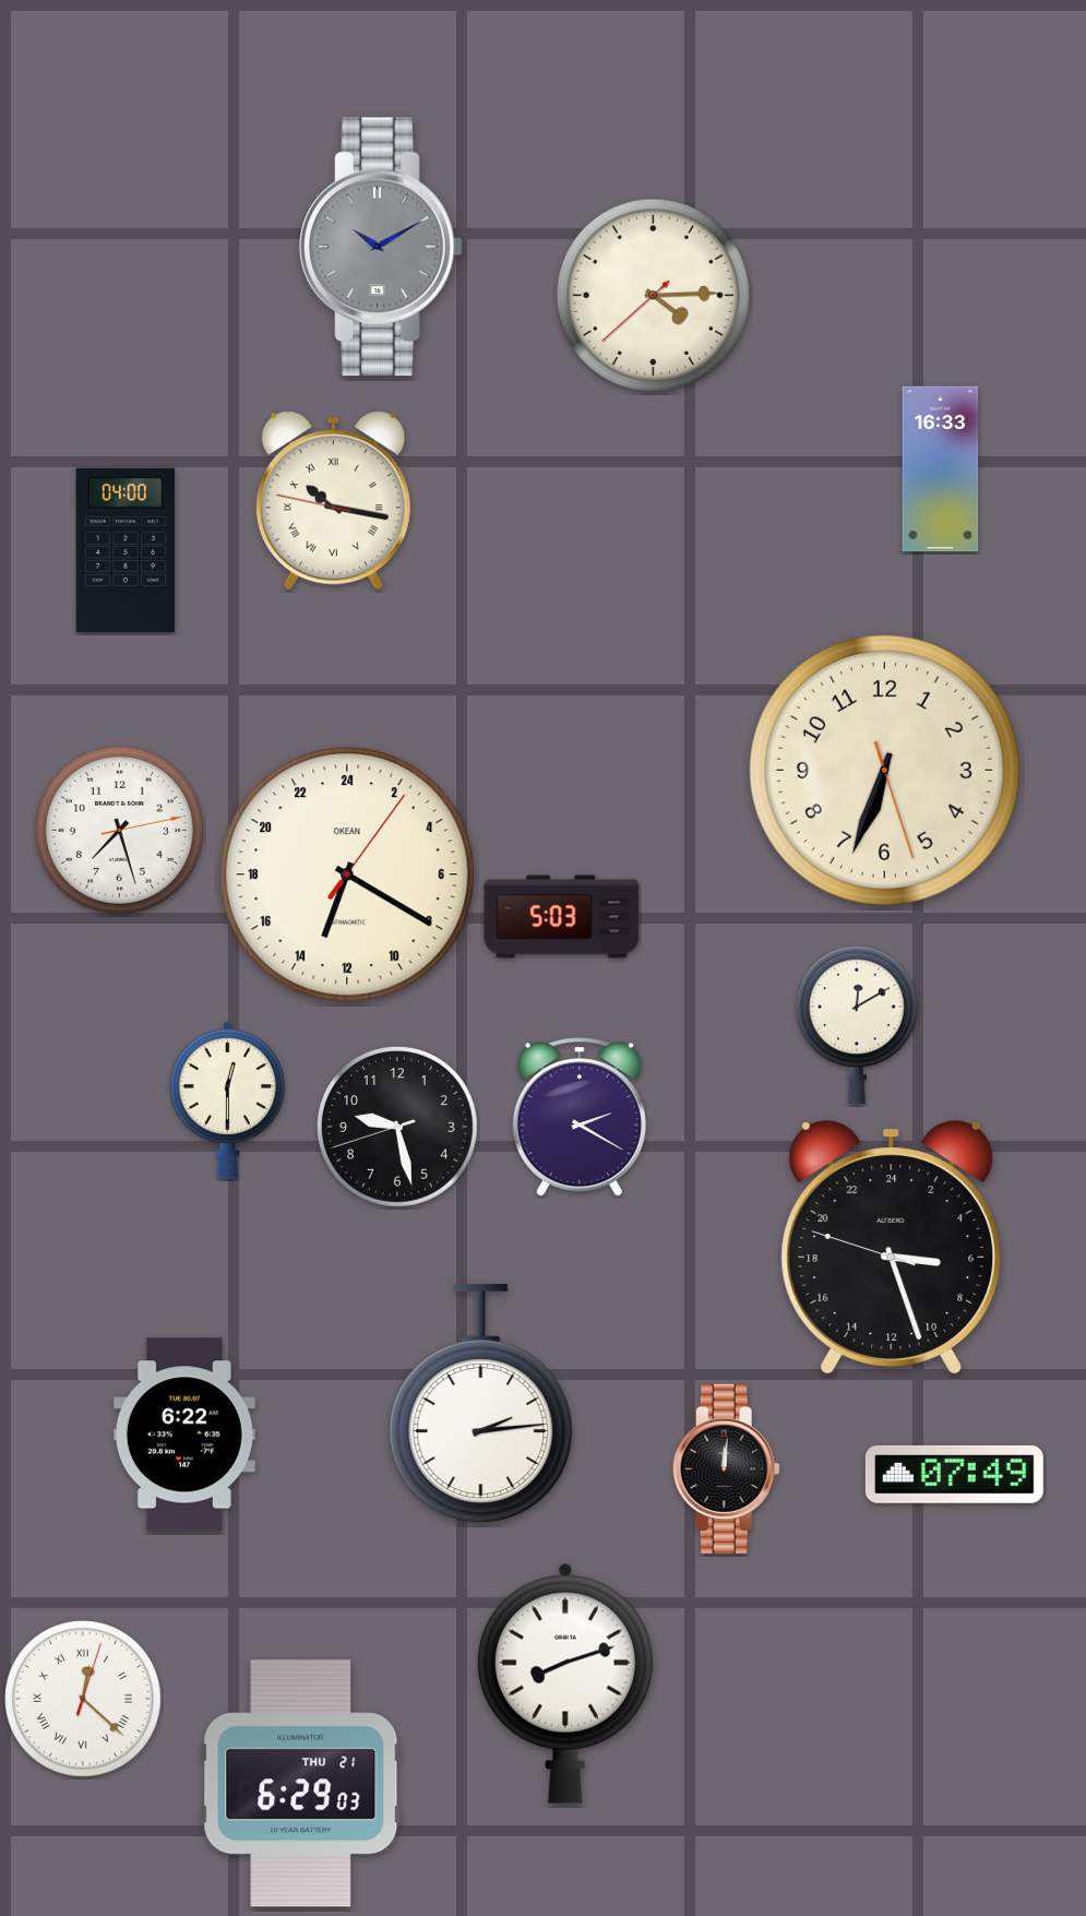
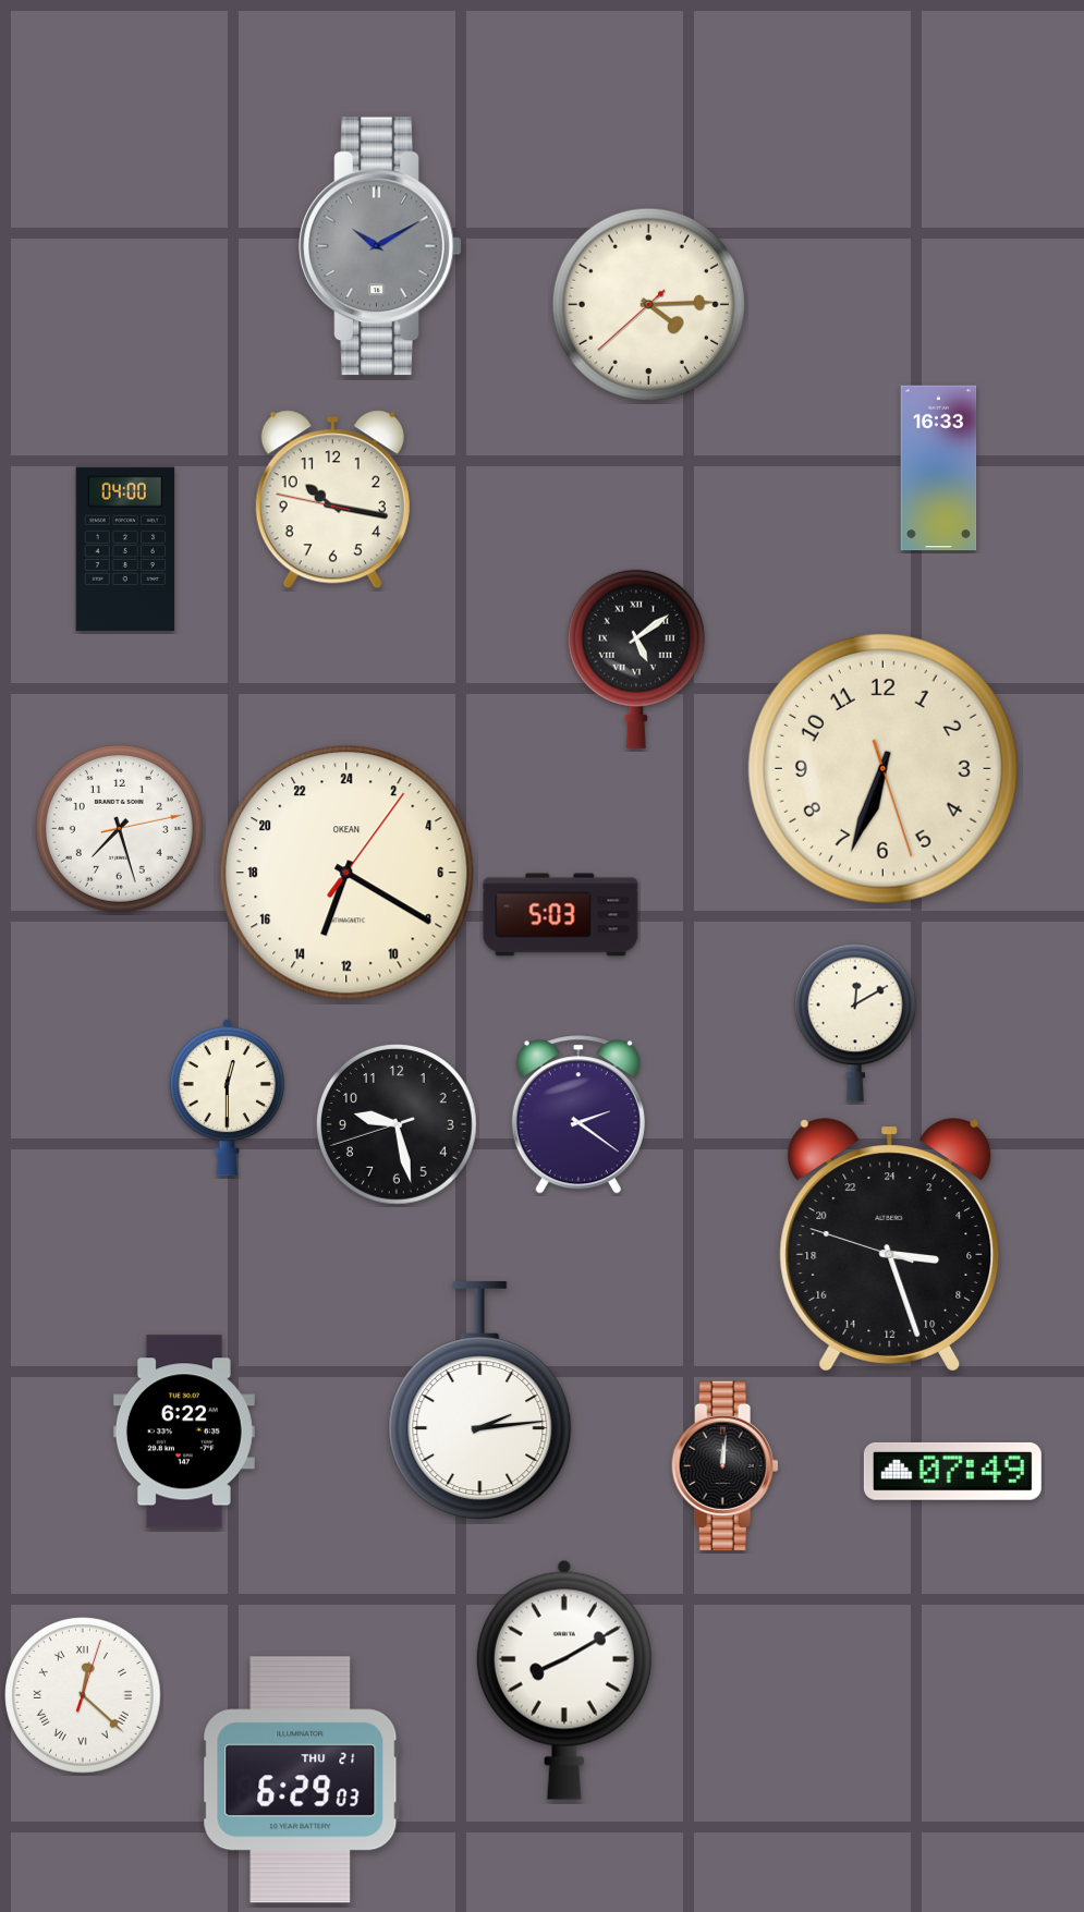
clock at (653, 295) position: (653, 295) -> (648, 304)
clock at (333, 501) numerals: Roman -> Arabic
clock at (636, 659): none -> 5:09
clock at (580, 1117): 2:20 -> 2:21
clock at (565, 1683): 8:12 -> 8:10
